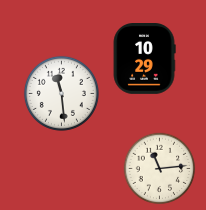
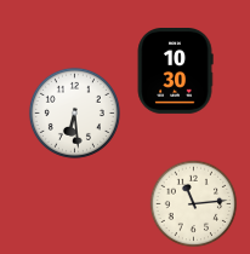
clock at (144, 59): 10:29 -> 10:30
clock at (61, 93): 11:29 -> 6:29
